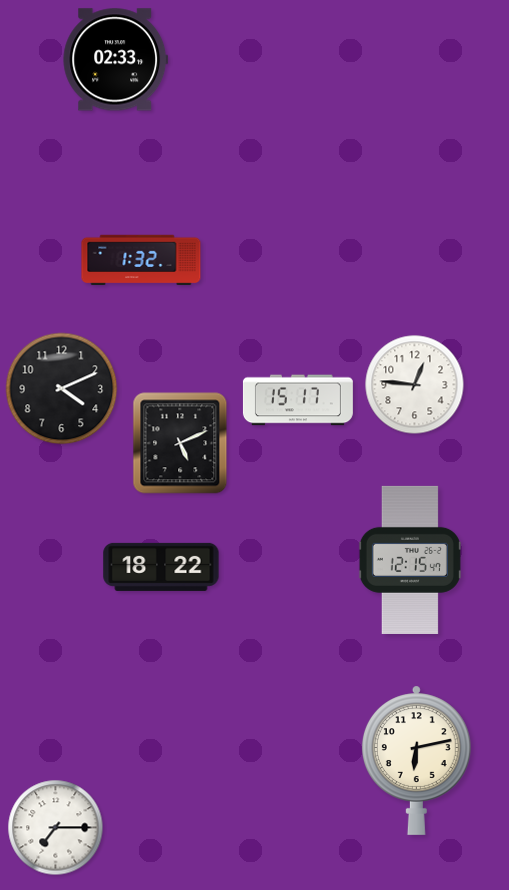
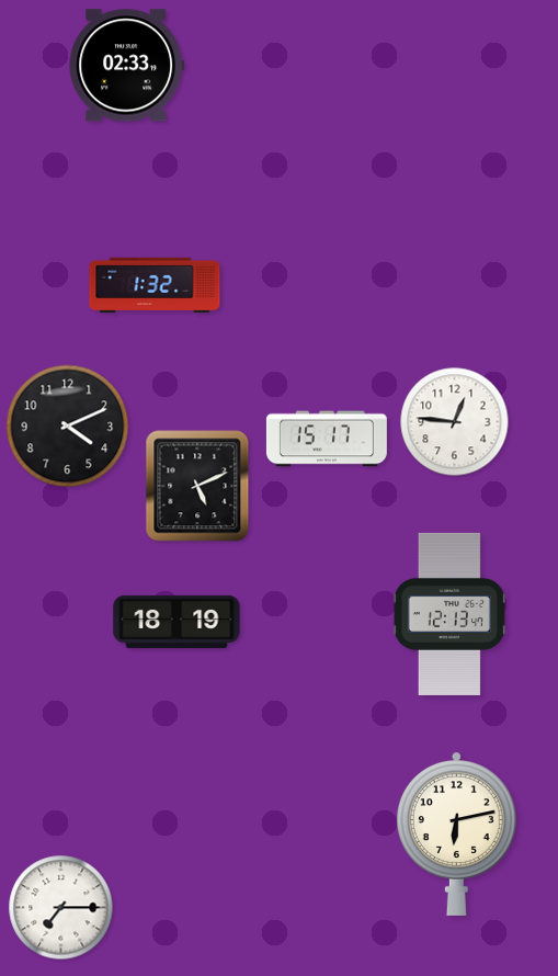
clock at (410, 560): 12:15 -> 12:13
clock at (161, 567): 18:22 -> 18:19
